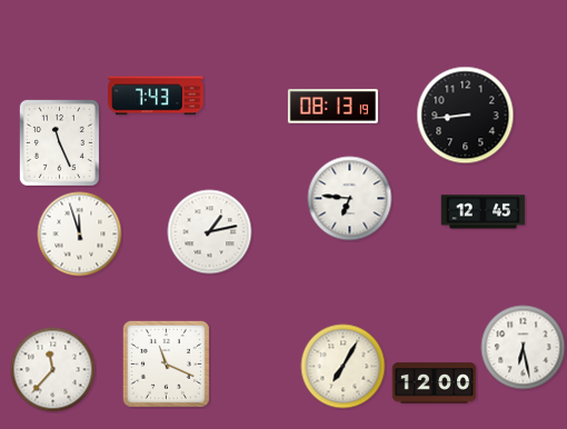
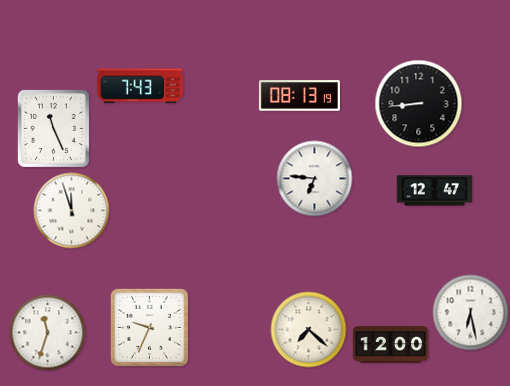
clock at (484, 212): 12:45 -> 12:47
clock at (210, 232): 1:13 -> none
clock at (166, 363): 11:19 -> 9:34
clock at (344, 367): 7:05 -> 7:22
clock at (53, 370): 11:37 -> 11:33
